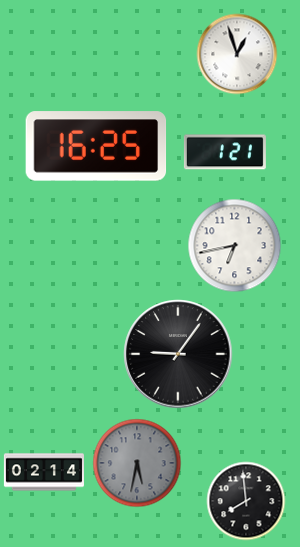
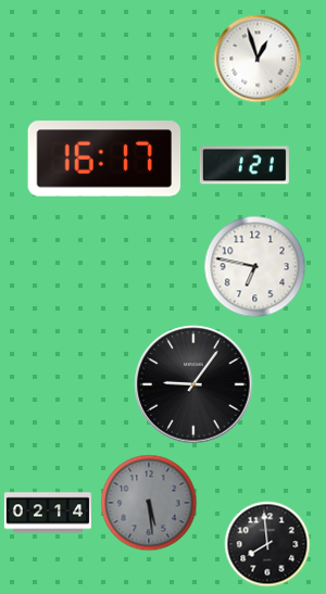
clock at (96, 146): 16:25 -> 16:17
clock at (235, 246): 6:43 -> 6:47
clock at (137, 463): 5:32 -> 5:29
